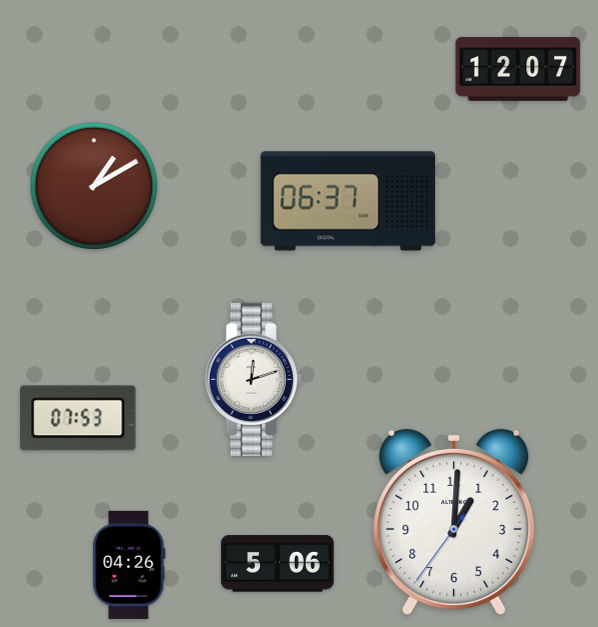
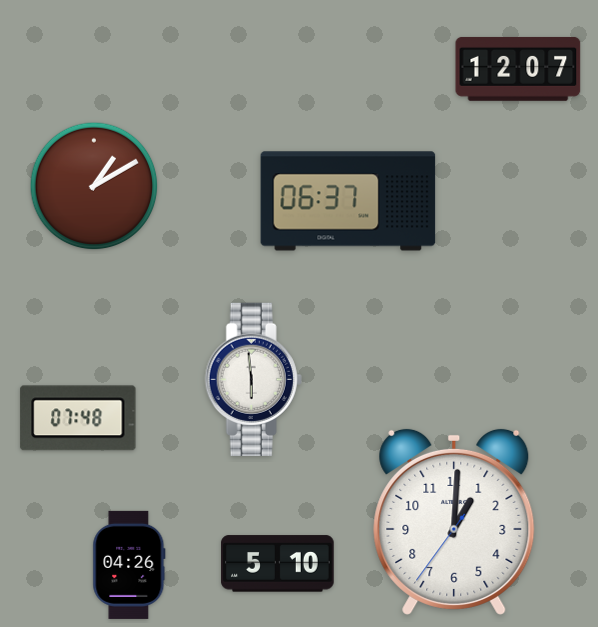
clock at (253, 379): 12:12 -> 5:59
clock at (78, 418): 07:53 -> 07:48
clock at (278, 564): 5:06 -> 5:10
